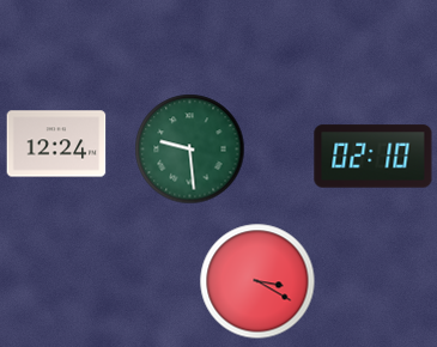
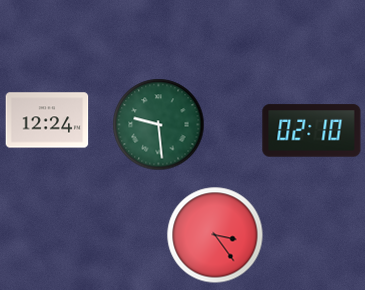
clock at (257, 281): 3:20 -> 3:24
